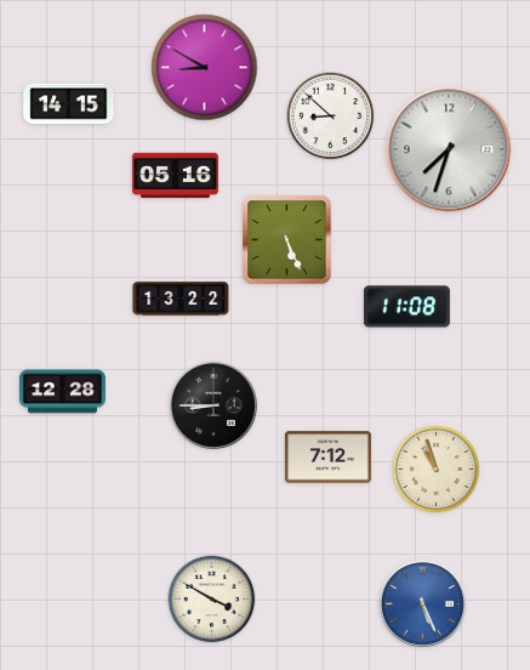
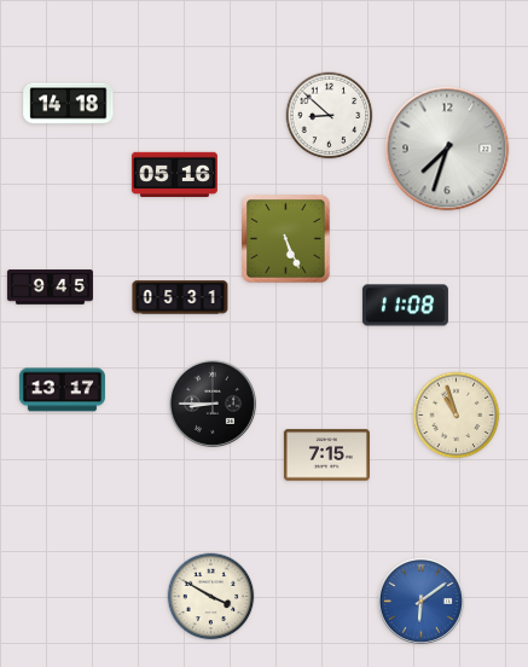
clock at (205, 68): 8:50 -> none
clock at (69, 104): 14:15 -> 14:18
clock at (50, 288): none -> 9:45
clock at (181, 299): 13:22 -> 05:31
clock at (62, 392): 12:28 -> 13:17
clock at (327, 458): 7:12 -> 7:15
clock at (437, 470) position: (437, 470) -> (457, 416)
clock at (422, 603): 5:26 -> 6:09
